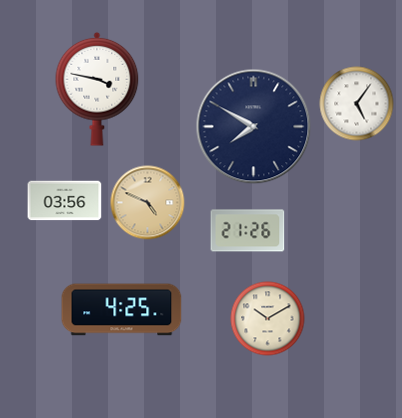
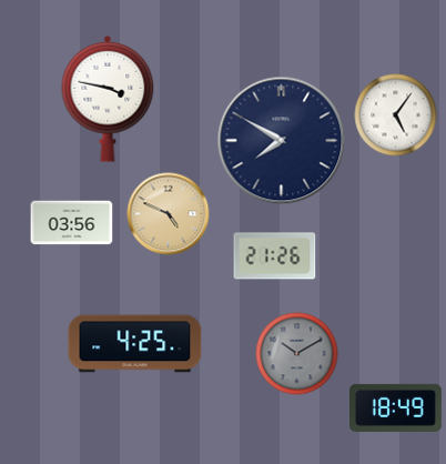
clock at (148, 203) position: (148, 203) -> (169, 214)
clock at (268, 319) dial: cream -> grey
clock at (396, 407): none -> 18:49
